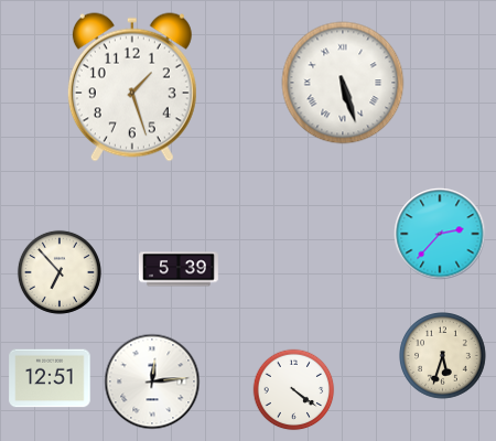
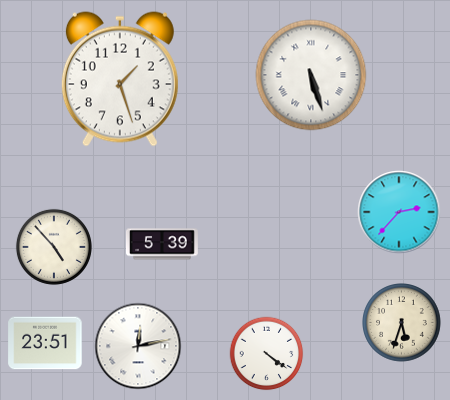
clock at (60, 272): 6:53 -> 4:53
clock at (50, 378): 12:51 -> 23:51
clock at (152, 381): 12:14 -> 12:13
